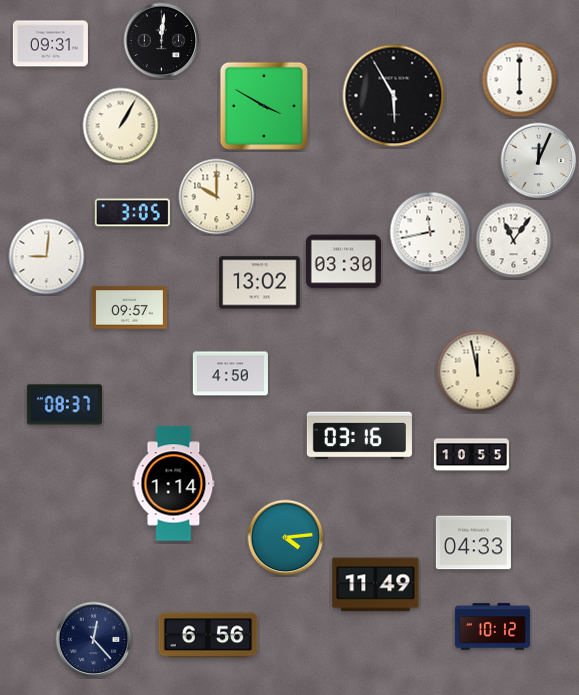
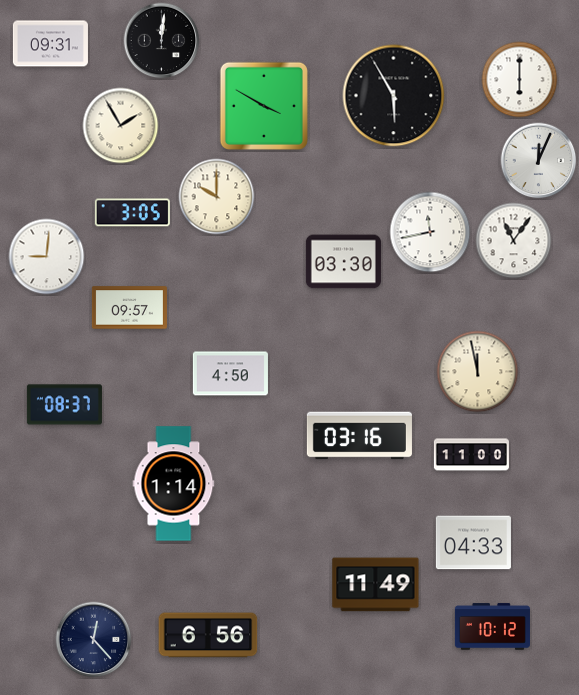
clock at (121, 126): 1:05 -> 1:55
clock at (260, 283): 13:02 -> none
clock at (471, 455): 10:55 -> 11:00
clock at (286, 538): 4:14 -> none
